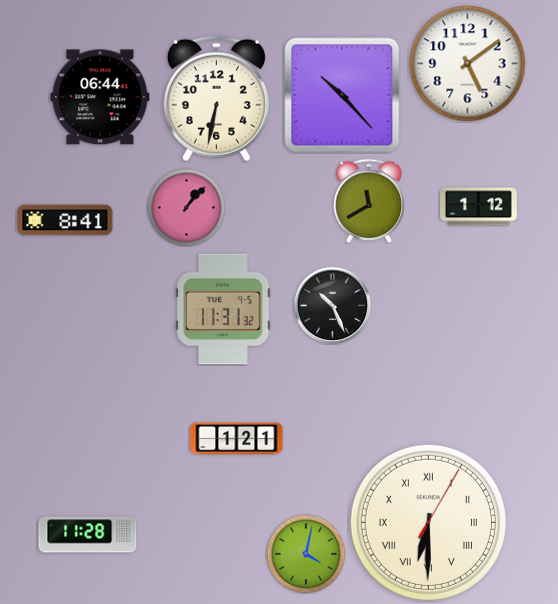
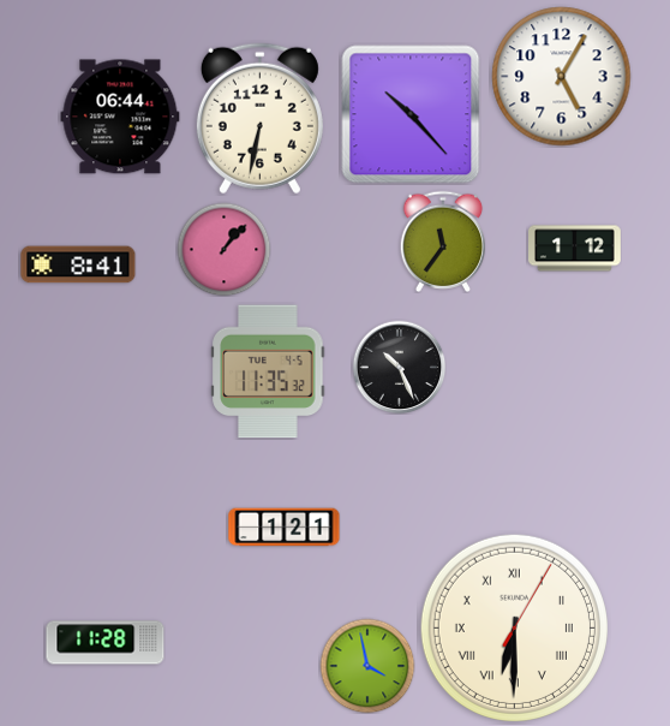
clock at (468, 64): 5:09 -> 5:05
clock at (369, 200): 11:40 -> 11:36
clock at (223, 309): 11:31 -> 11:35
clock at (306, 554): 4:02 -> 3:58
